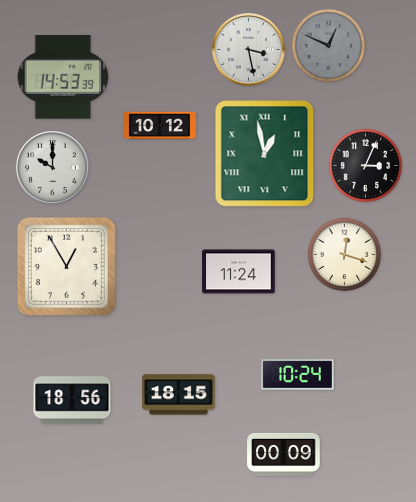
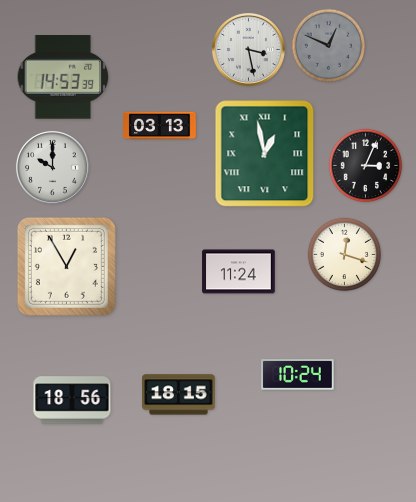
clock at (160, 126): 10:12 -> 03:13
clock at (284, 454): 00:09 -> none
